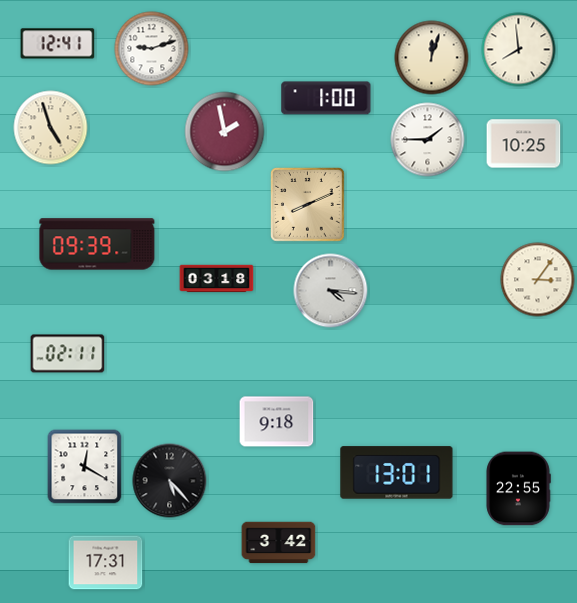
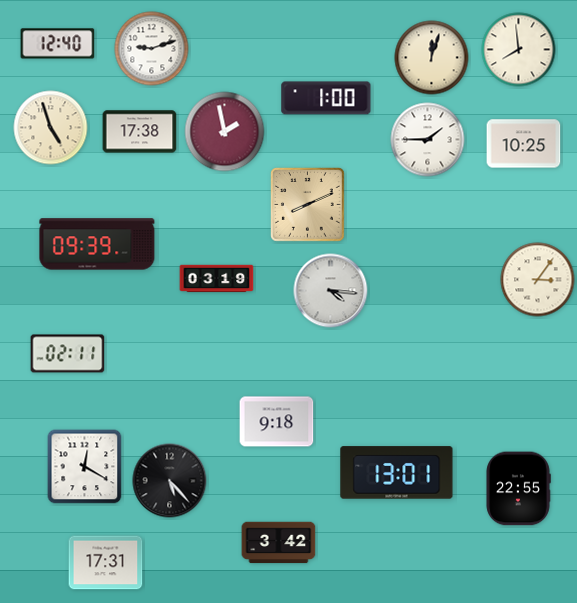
clock at (58, 44): 12:41 -> 12:40
clock at (140, 132): none -> 17:38
clock at (217, 279): 03:18 -> 03:19
